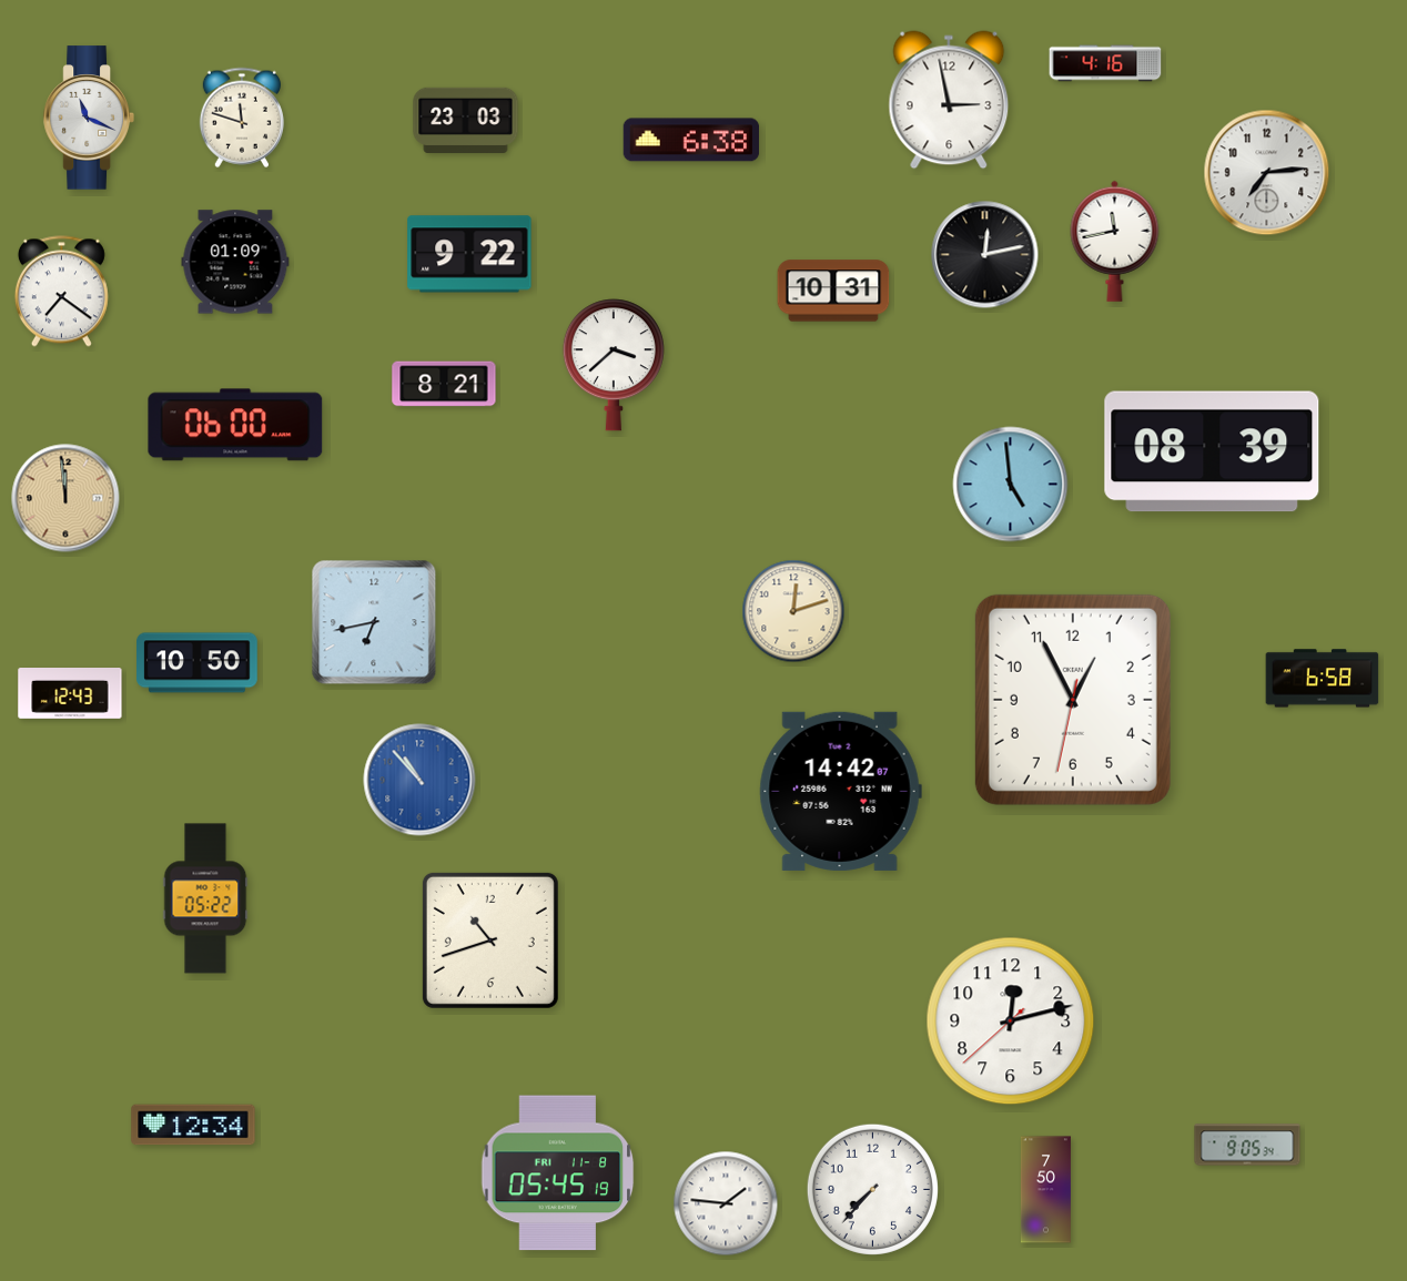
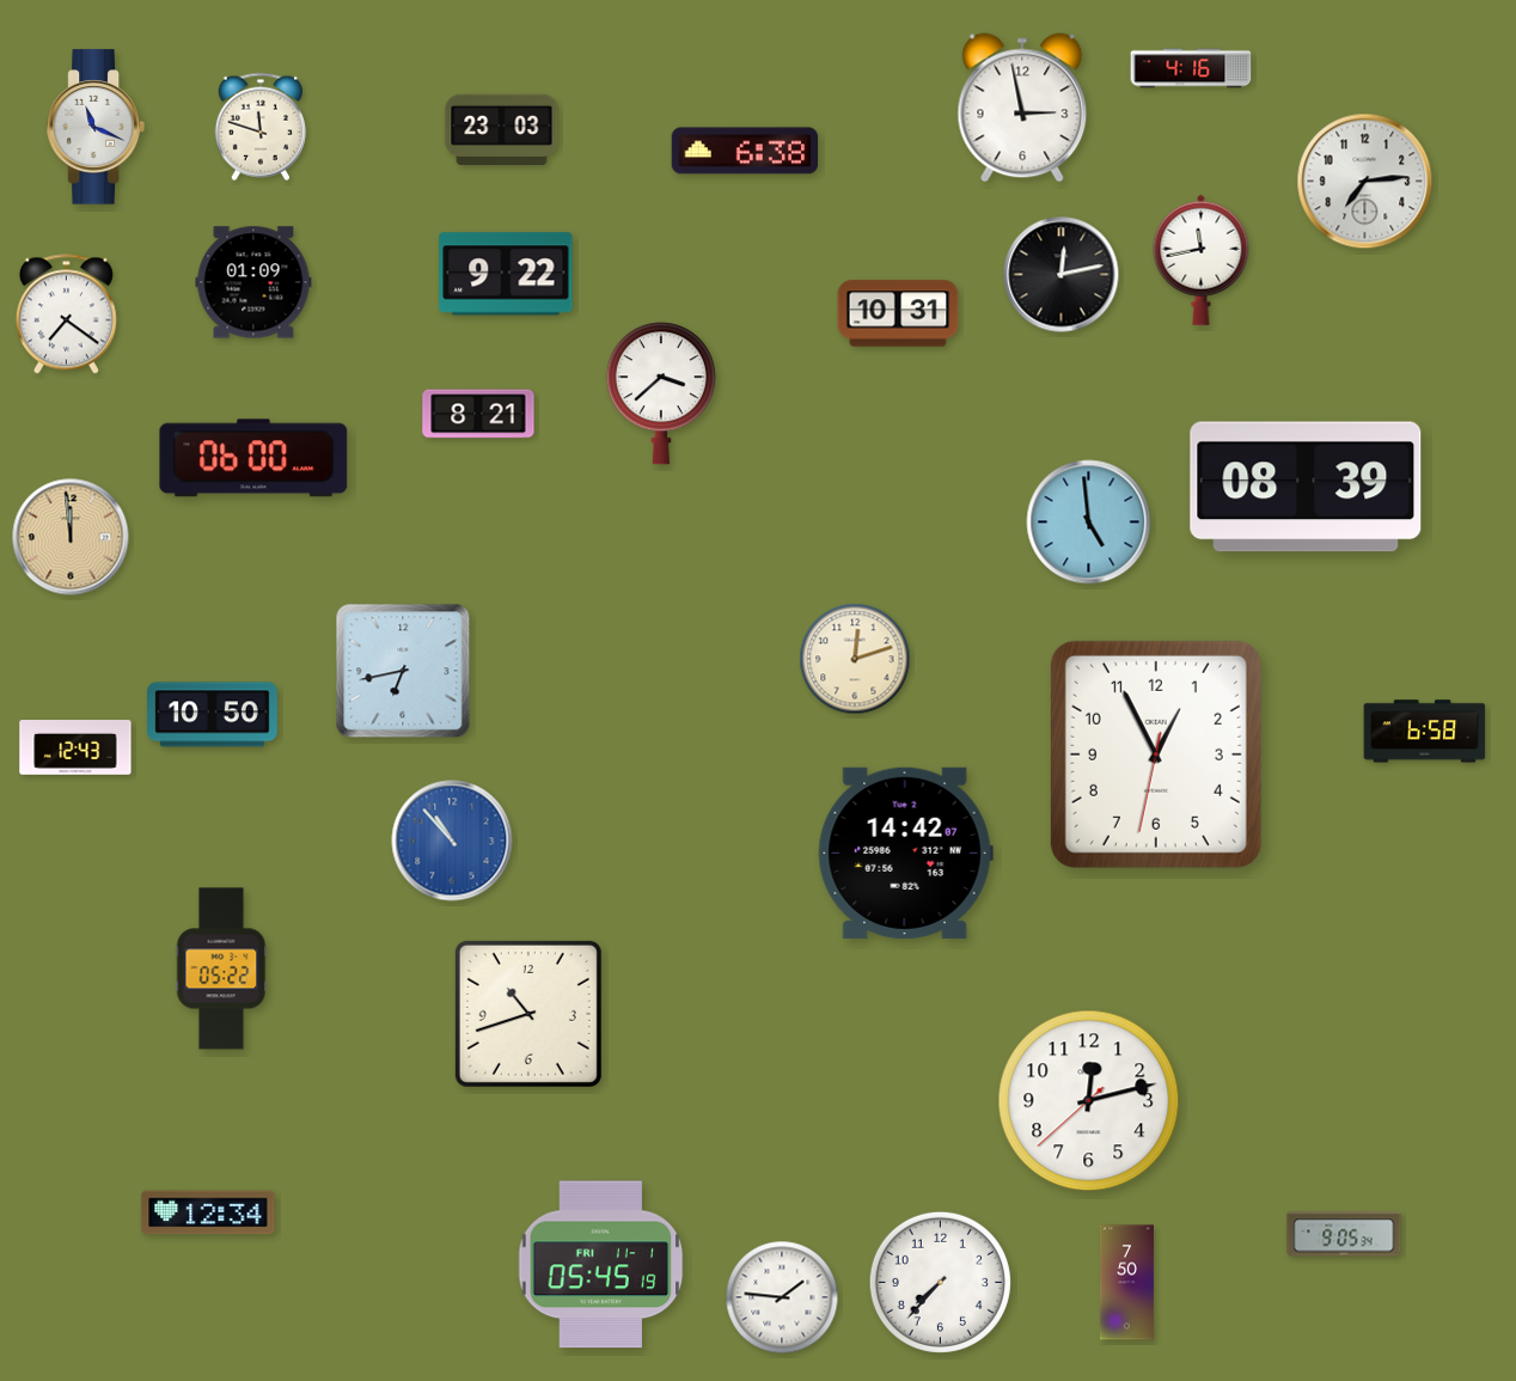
clock at (1267, 173) position: (1267, 173) -> (1365, 182)
clock at (558, 1173) date: FRI 11-8 -> FRI 11-1
